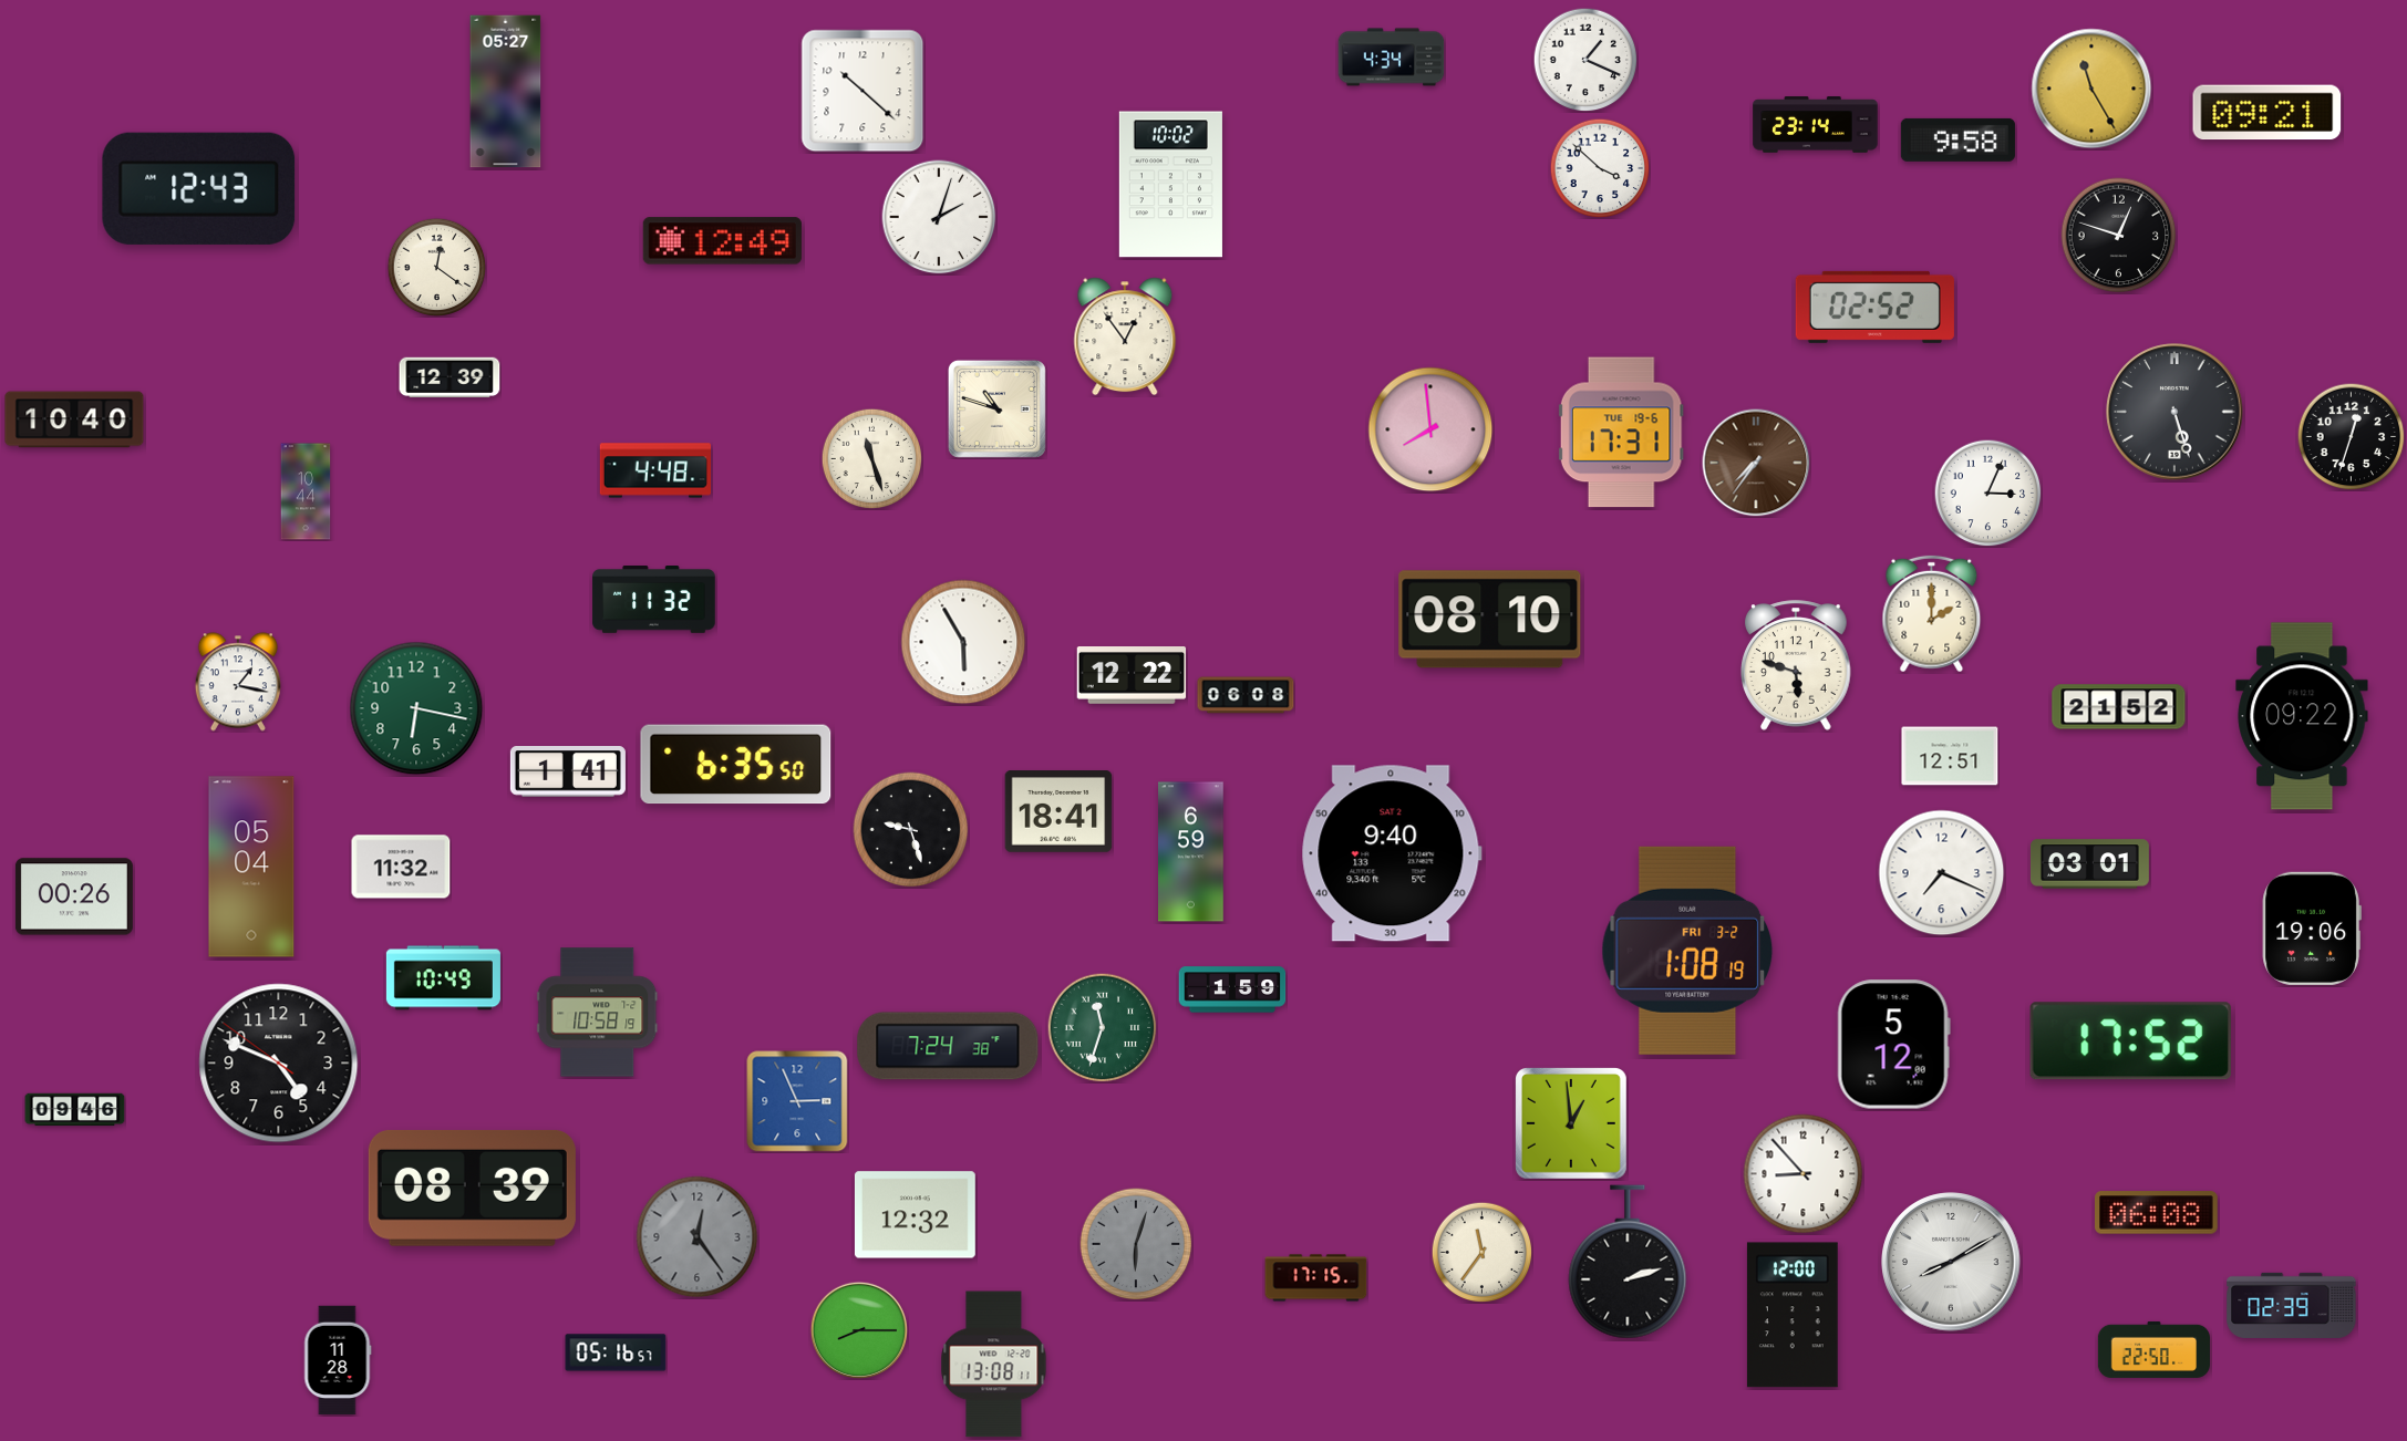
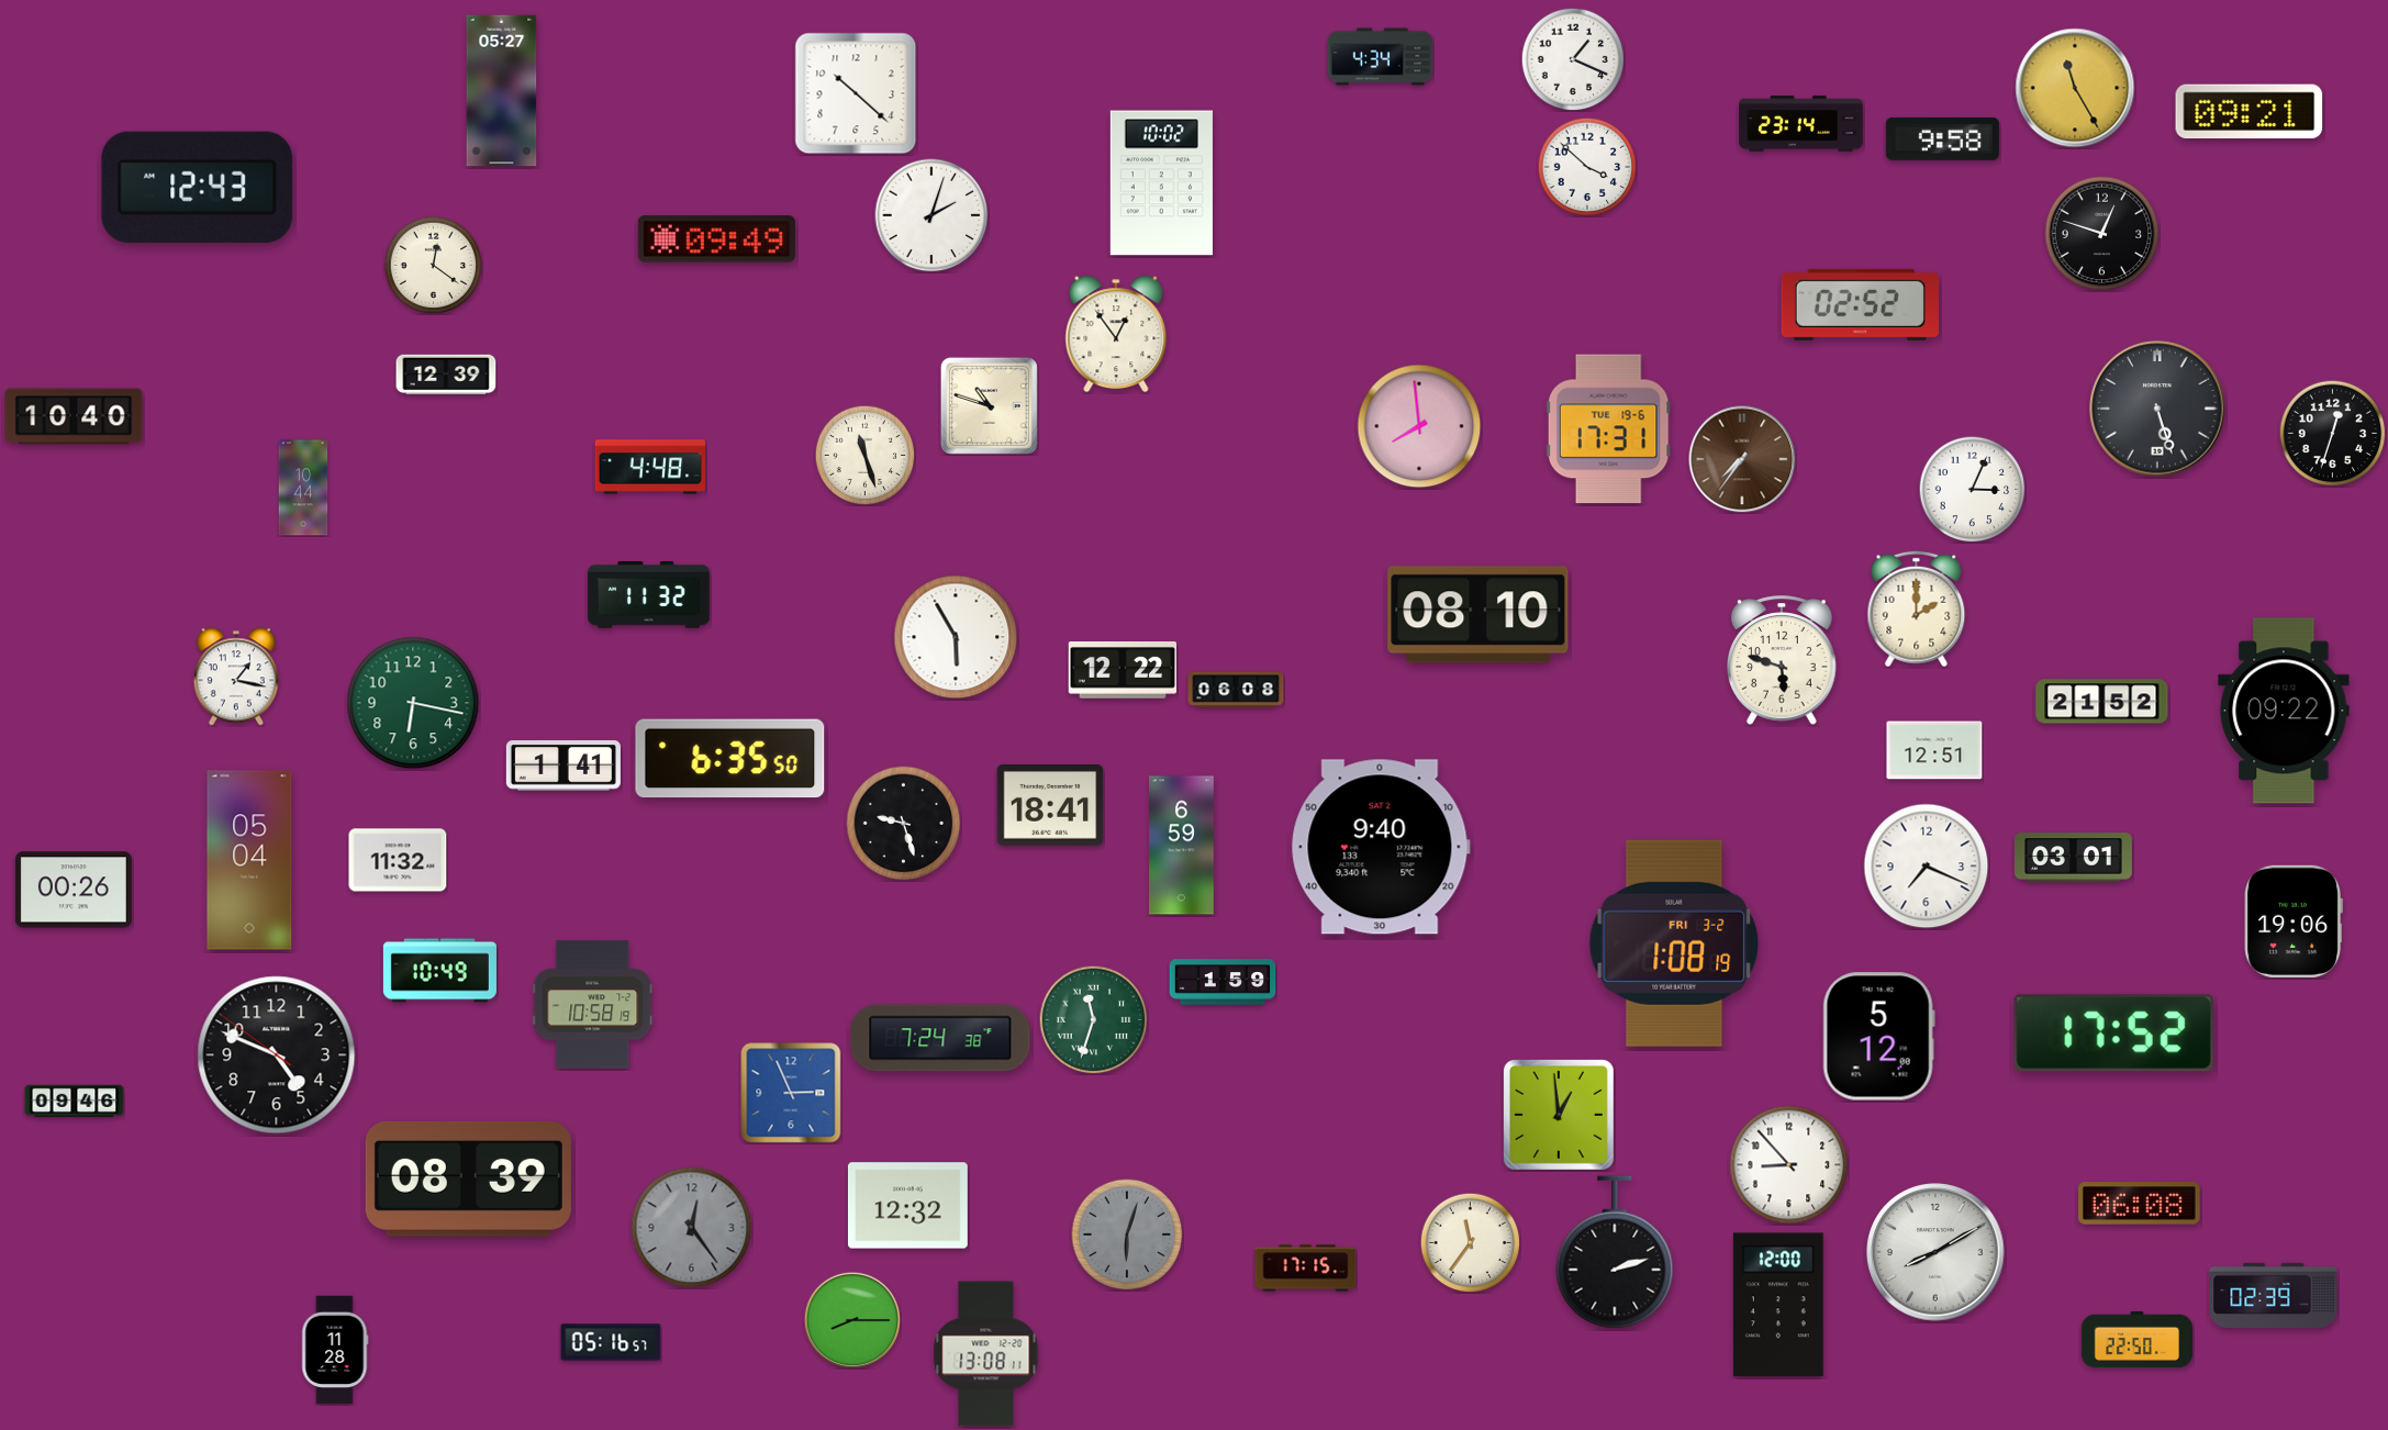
clock at (862, 91) position: (862, 91) -> (856, 93)
clock at (722, 241): 12:49 -> 09:49
